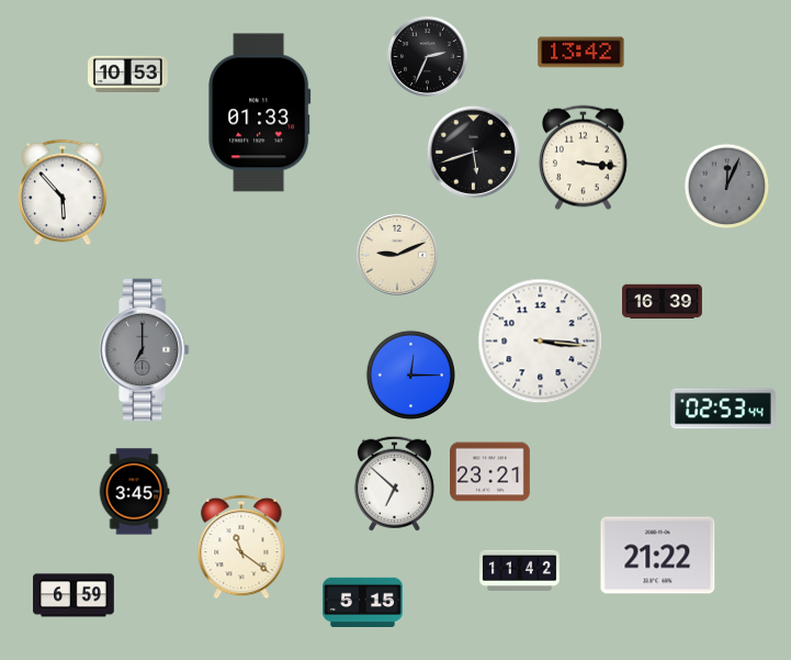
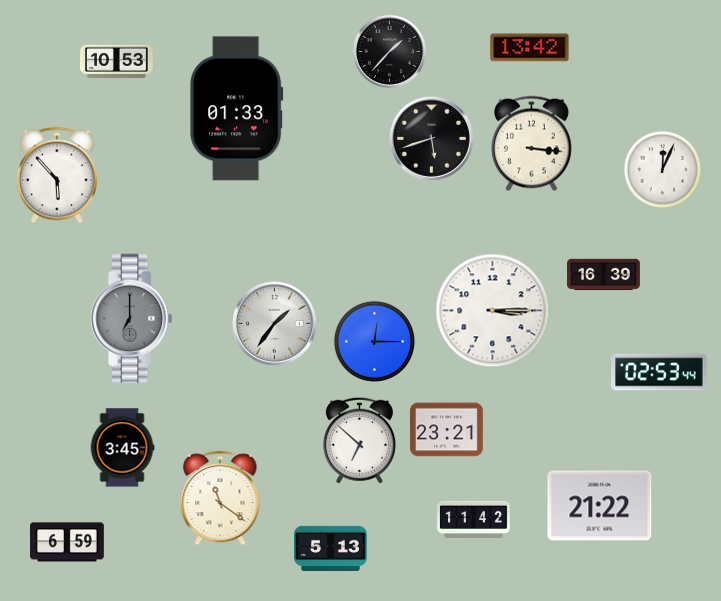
clock at (427, 56): 2:34 -> 1:37
clock at (128, 74) position: (128, 74) -> (117, 61)
clock at (260, 113) position: (260, 113) -> (237, 109)
clock at (727, 187) dial: grey -> white
clock at (397, 255): 9:11 -> none
clock at (541, 342): 3:16 -> 3:15
clock at (274, 323): none -> 1:36
clock at (363, 602): 5:15 -> 5:13
